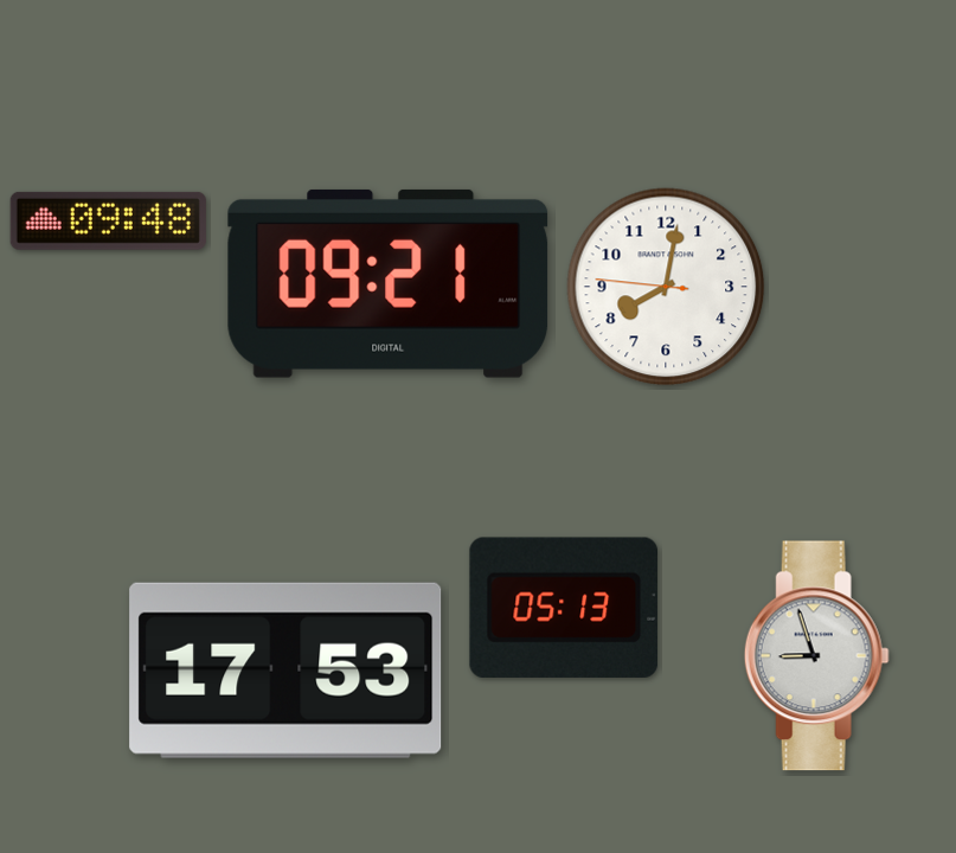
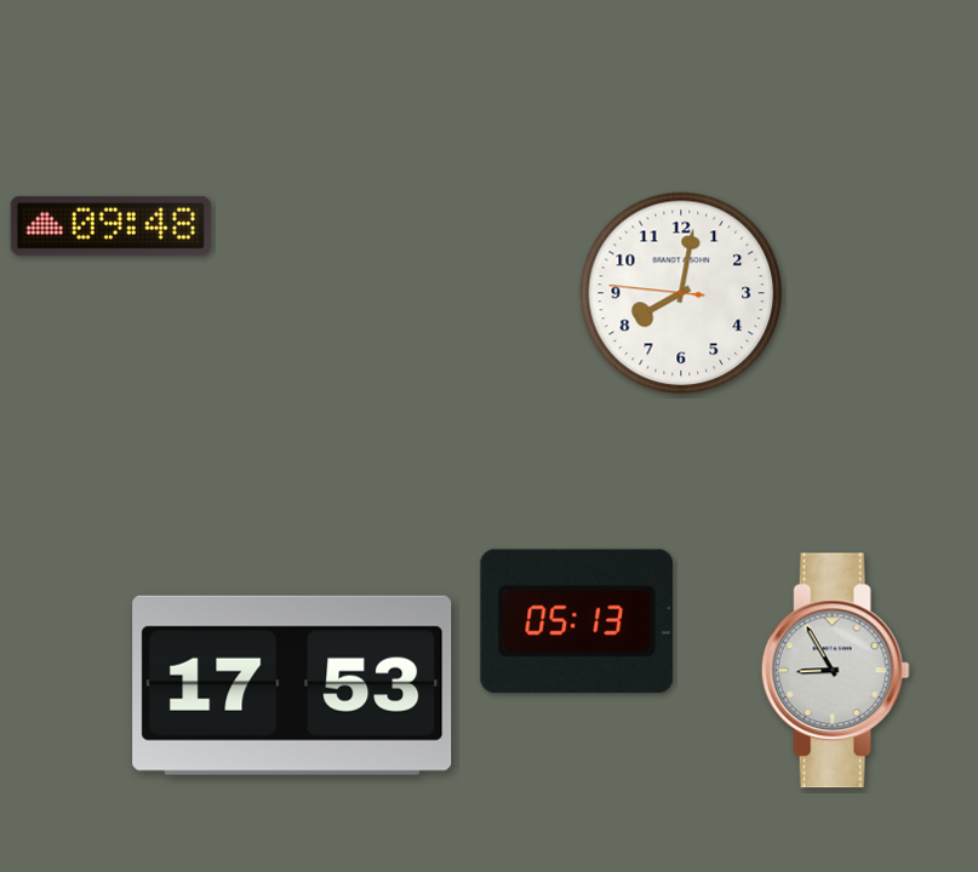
clock at (389, 283): 09:21 -> none
clock at (816, 656): 8:57 -> 8:55
